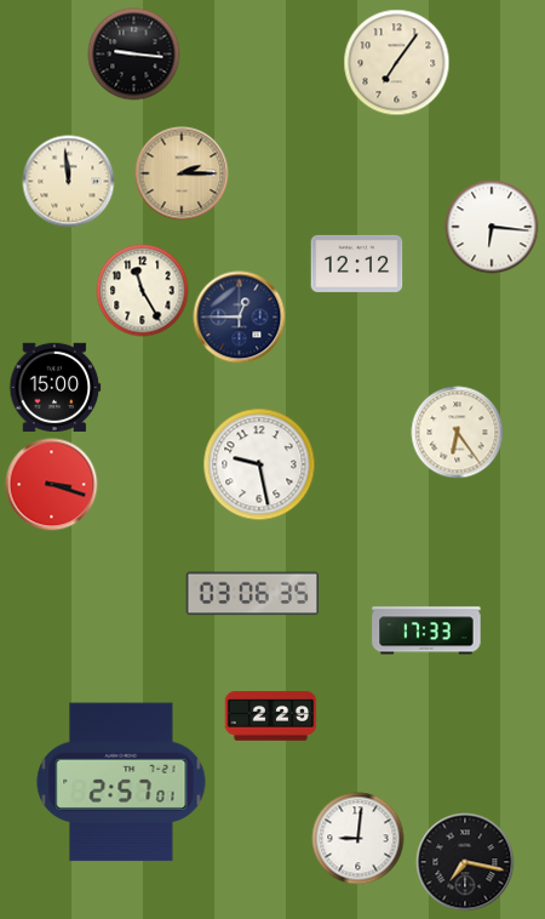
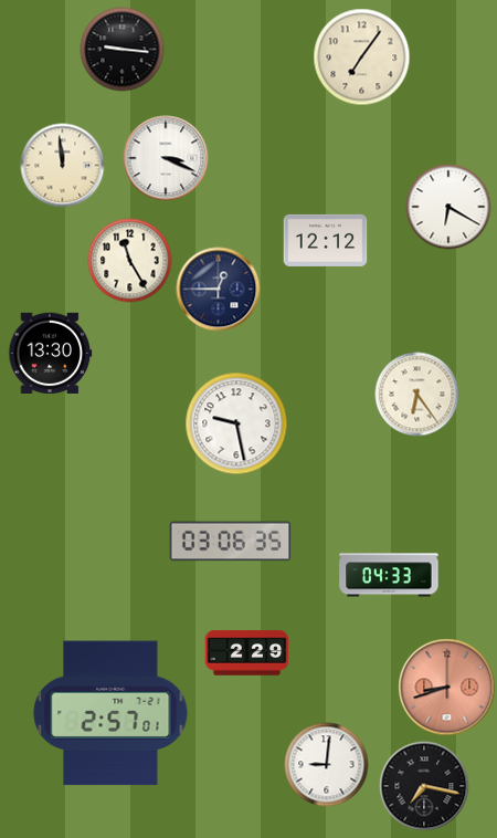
clock at (182, 173): 2:15 -> 3:19
clock at (182, 173) dial: champagne -> white
clock at (492, 227): 6:16 -> 6:20
clock at (143, 291) position: (143, 291) -> (130, 261)
clock at (56, 387): 15:00 -> 13:30
clock at (52, 485): 3:18 -> none
clock at (426, 630): 17:33 -> 04:33
clock at (447, 688): none -> 8:42
